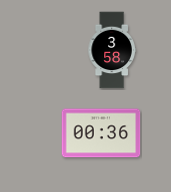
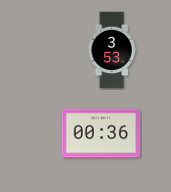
clock at (112, 50): 3:58 -> 3:53
